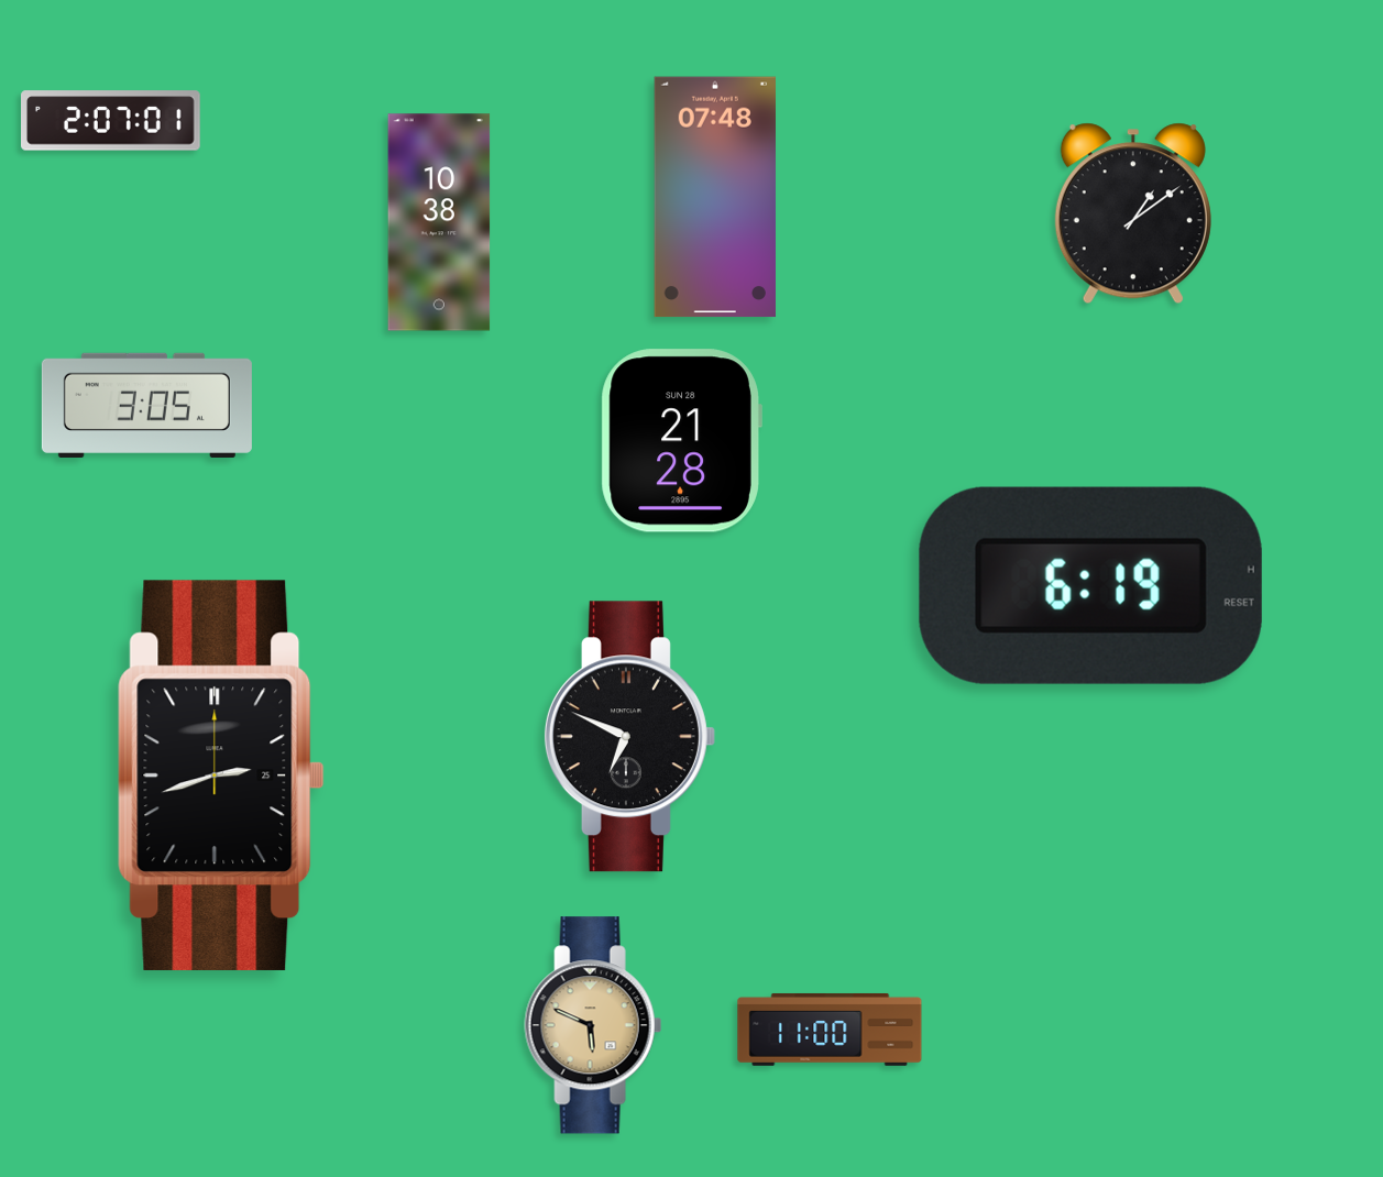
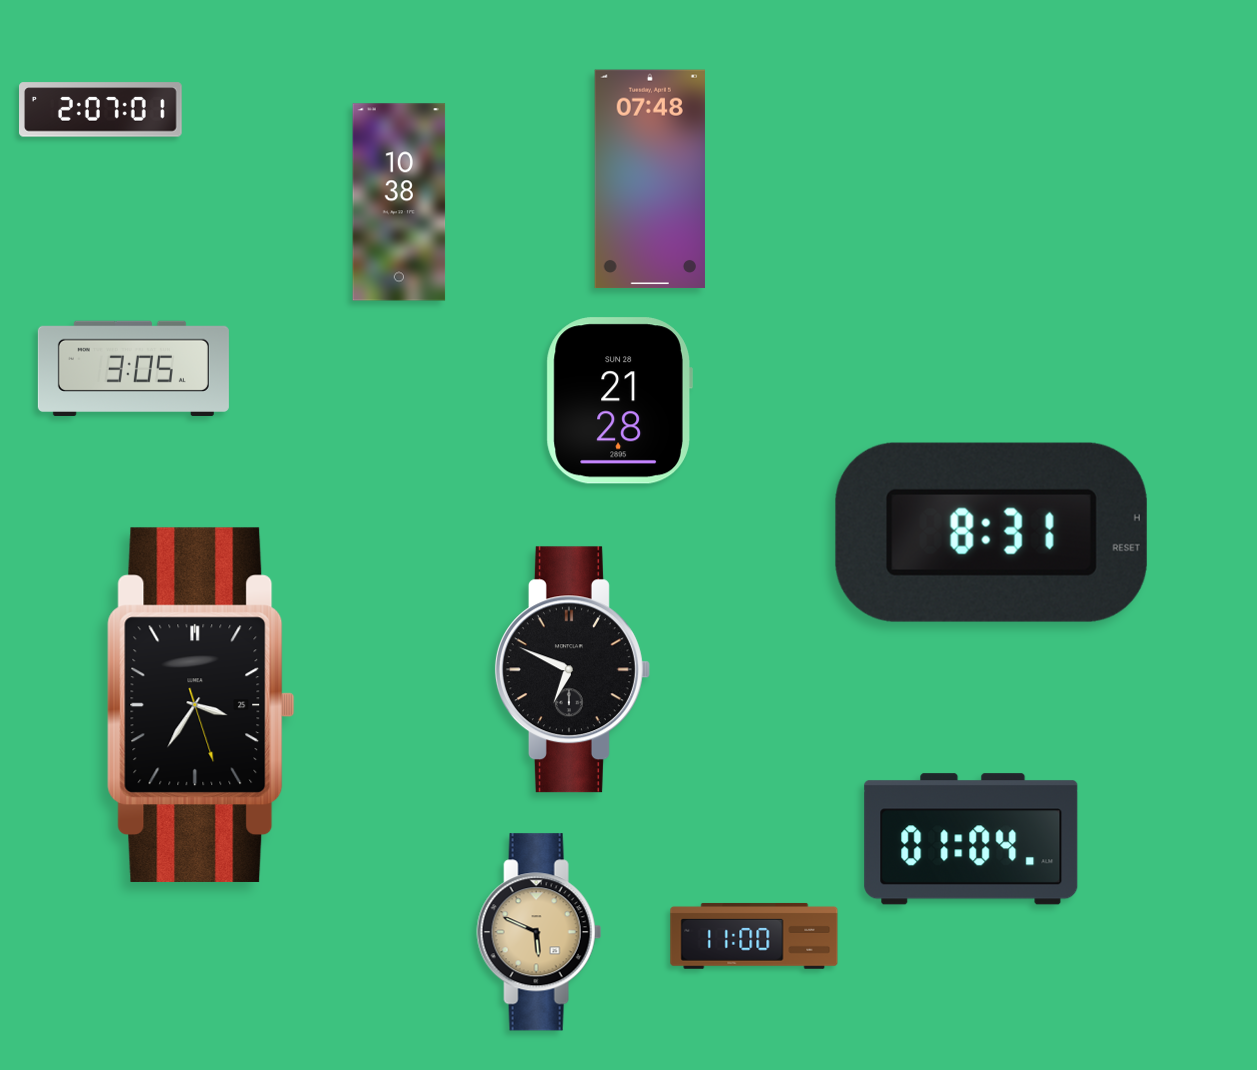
clock at (1133, 213): 1:09 -> none
clock at (1090, 585): 6:19 -> 8:31
clock at (221, 776): 2:42 -> 3:35
clock at (971, 839): none -> 01:04
